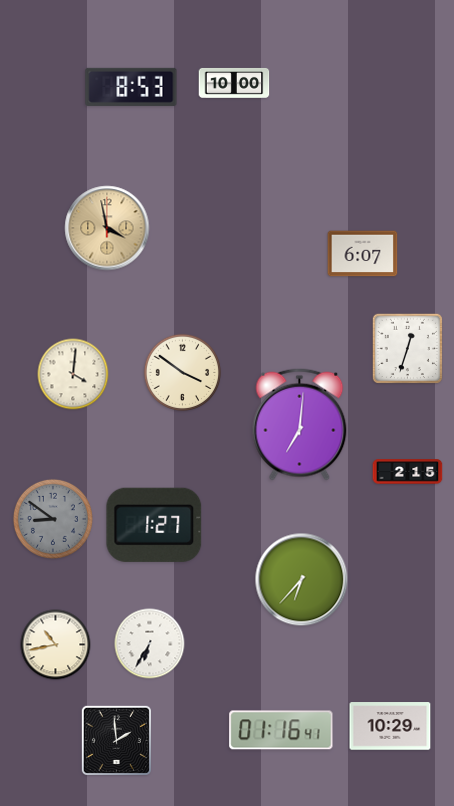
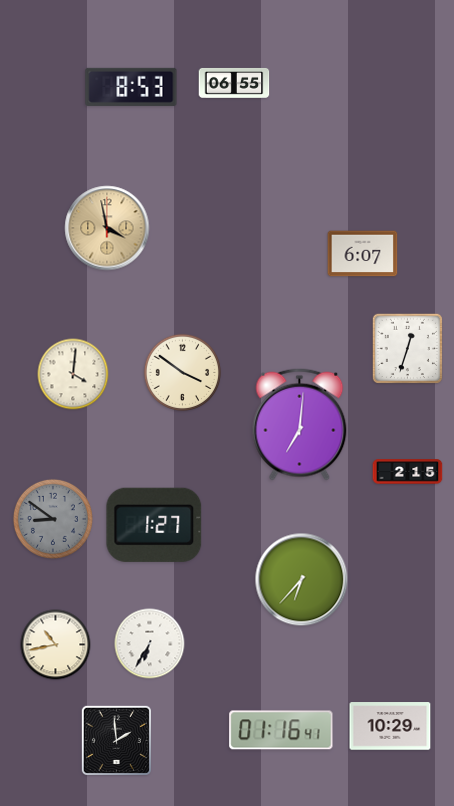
clock at (234, 83): 10:00 -> 06:55
